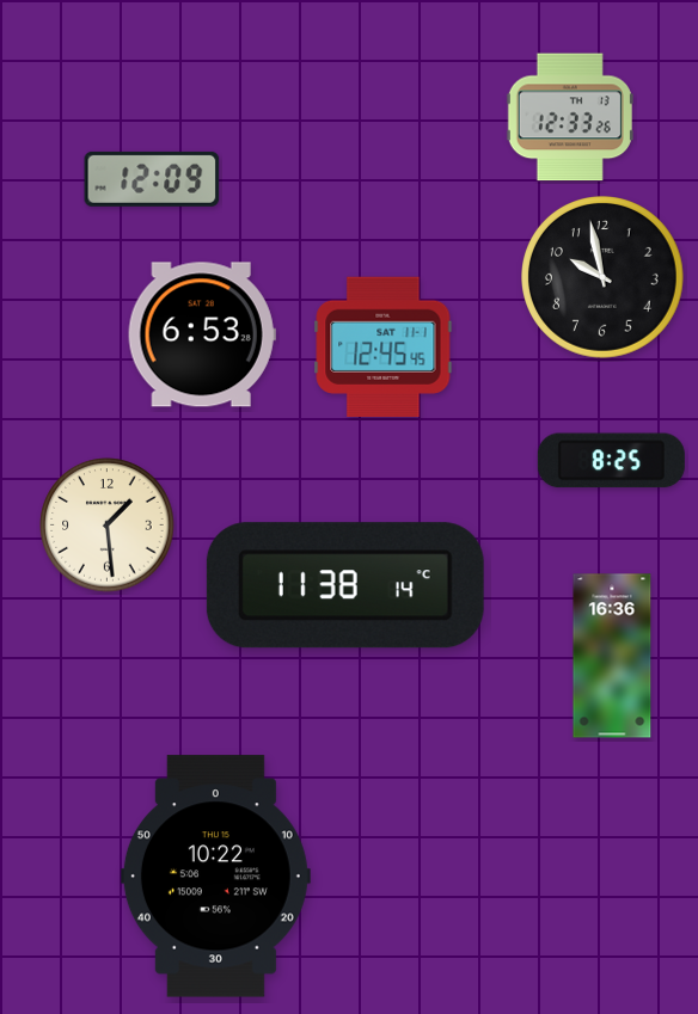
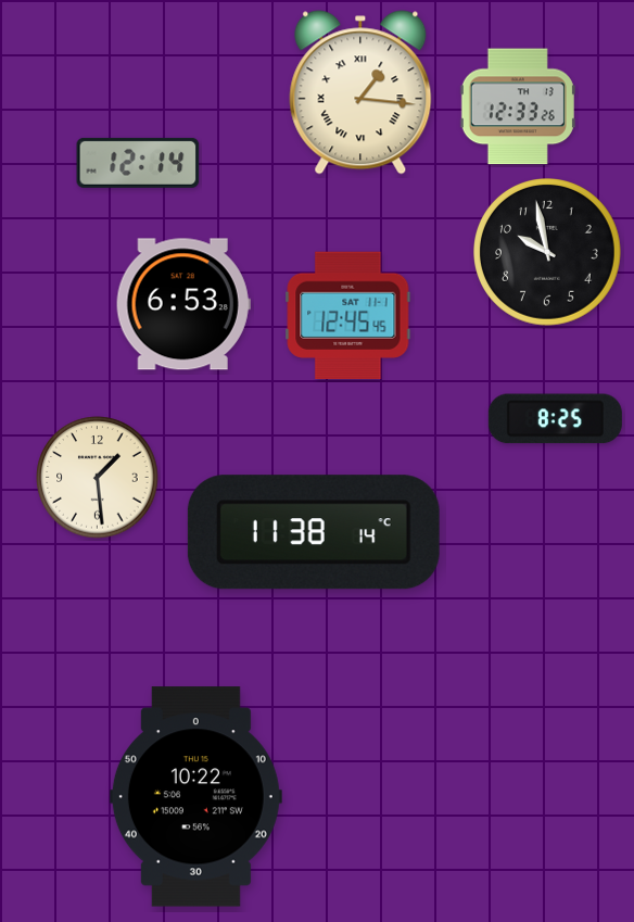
clock at (360, 92): none -> 1:16
clock at (152, 179): 12:09 -> 12:14
clock at (612, 656): 16:36 -> none
